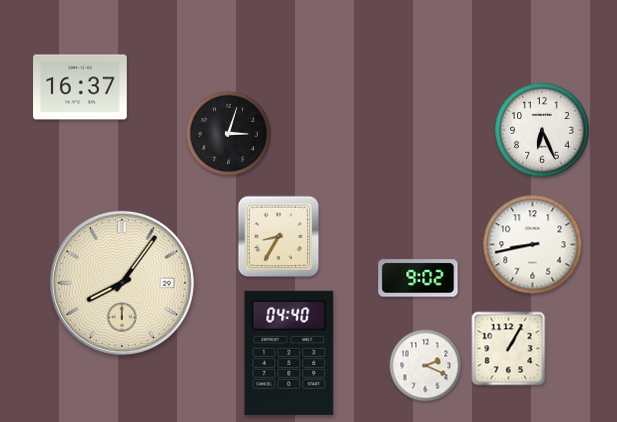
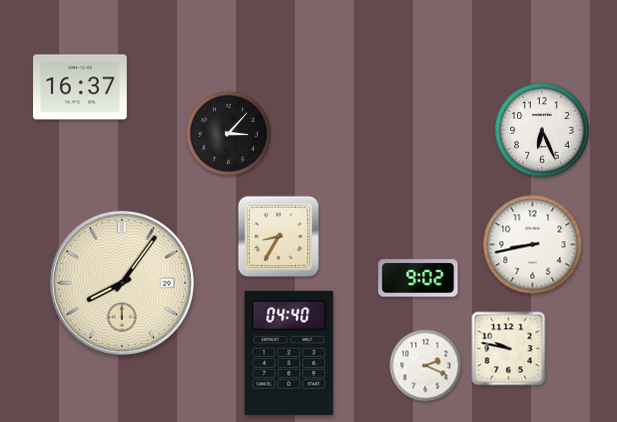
clock at (228, 133): 3:03 -> 3:07
clock at (509, 349): 1:05 -> 9:47
